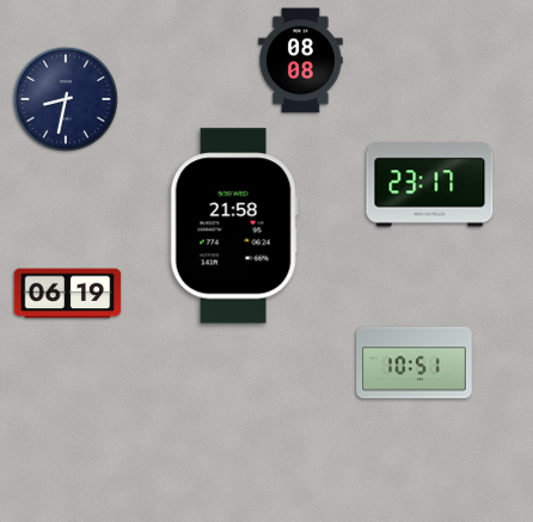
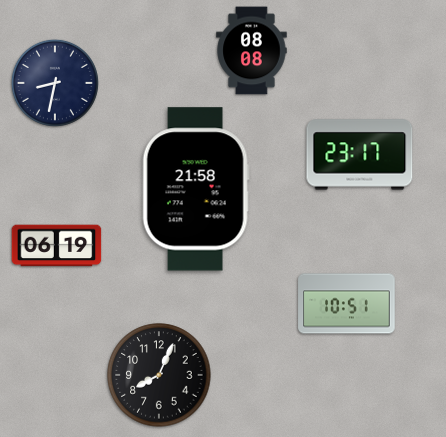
clock at (159, 375): none -> 8:04
